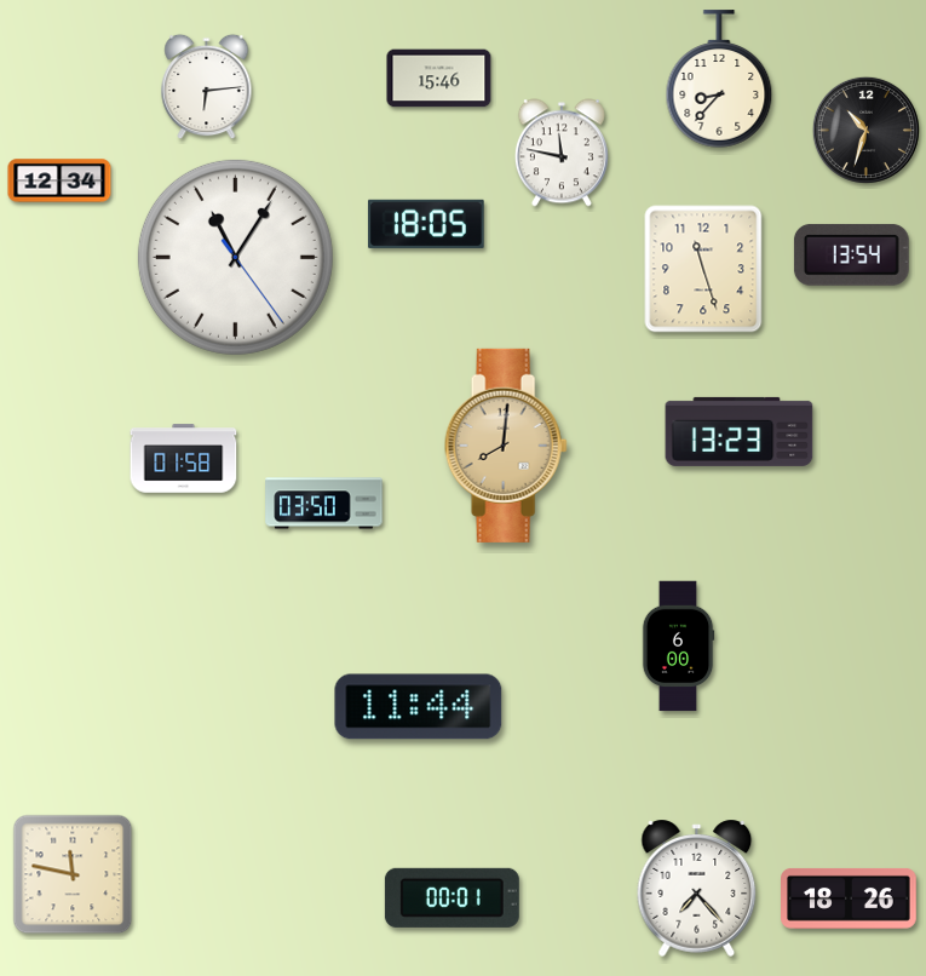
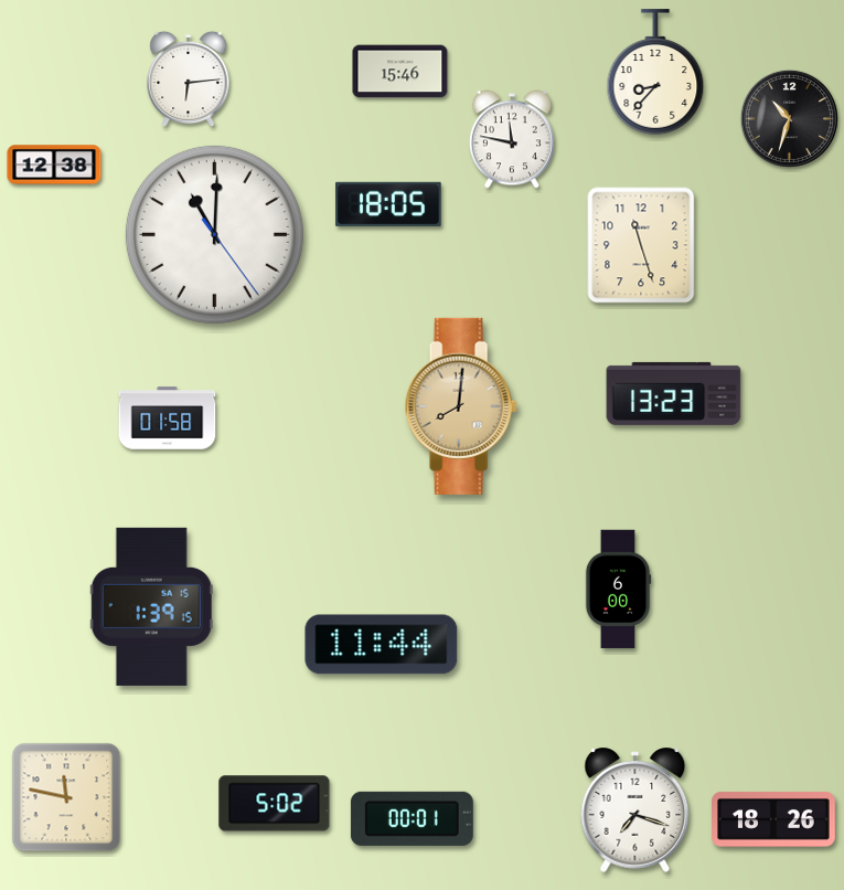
clock at (59, 180): 12:34 -> 12:38
clock at (851, 256): 13:54 -> none
clock at (235, 257): 11:05 -> 11:00
clock at (324, 504): 03:50 -> none
clock at (151, 606): none -> 1:39
clock at (275, 804): none -> 5:02
clock at (697, 888): 7:23 -> 7:18
